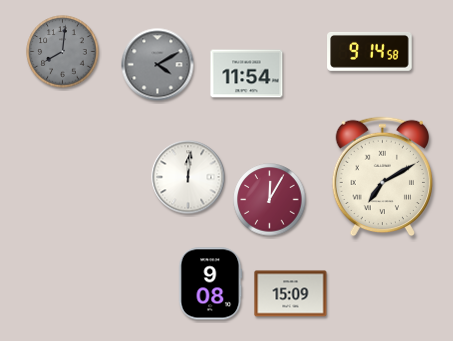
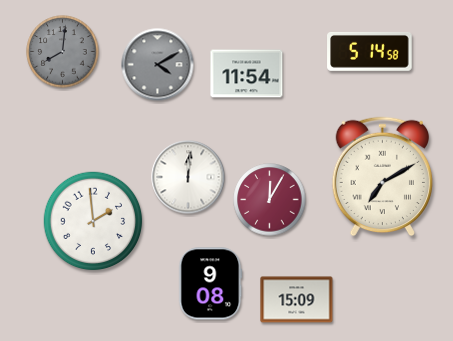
clock at (370, 52): 9:14 -> 5:14
clock at (93, 221): none -> 1:59
clock at (291, 294) position: (291, 294) -> (297, 300)
